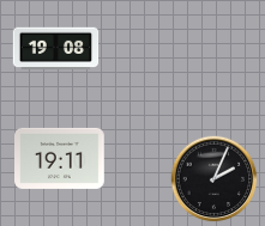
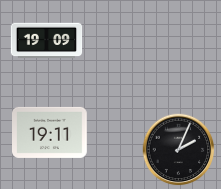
clock at (56, 49): 19:08 -> 19:09
